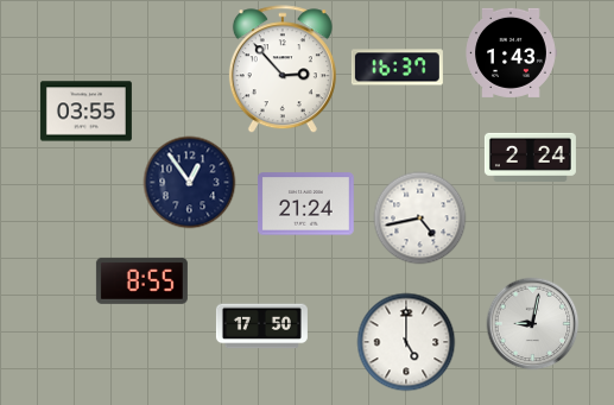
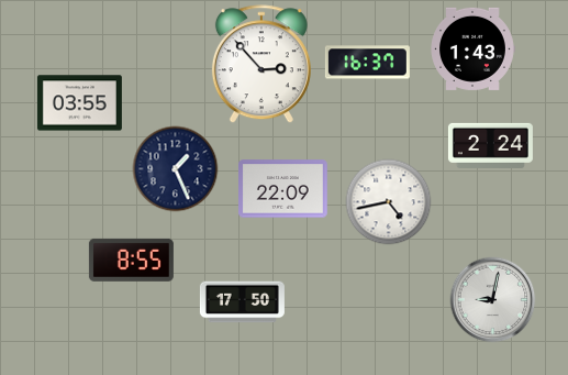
clock at (189, 182): 12:54 -> 1:26
clock at (306, 204): 21:24 -> 22:09
clock at (406, 342): 5:00 -> none
